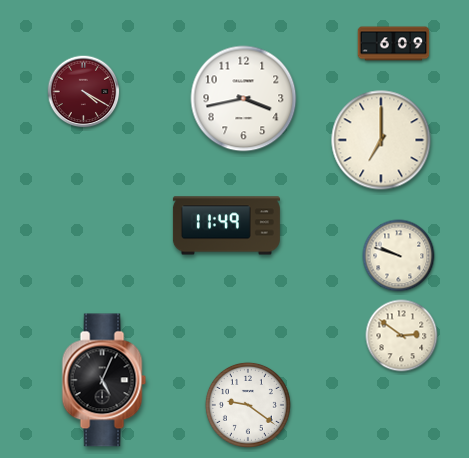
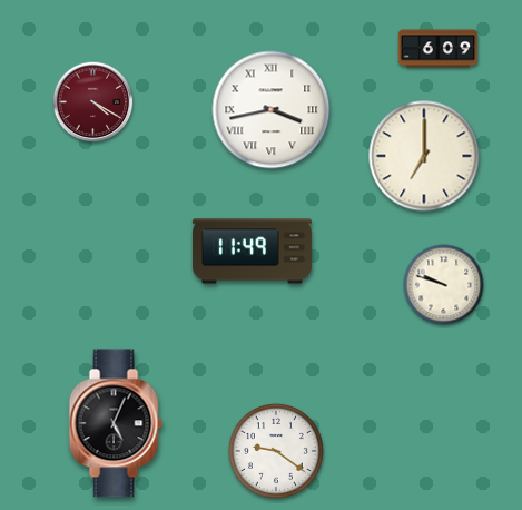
clock at (244, 99) numerals: Arabic -> Roman
clock at (402, 336): 2:51 -> none
